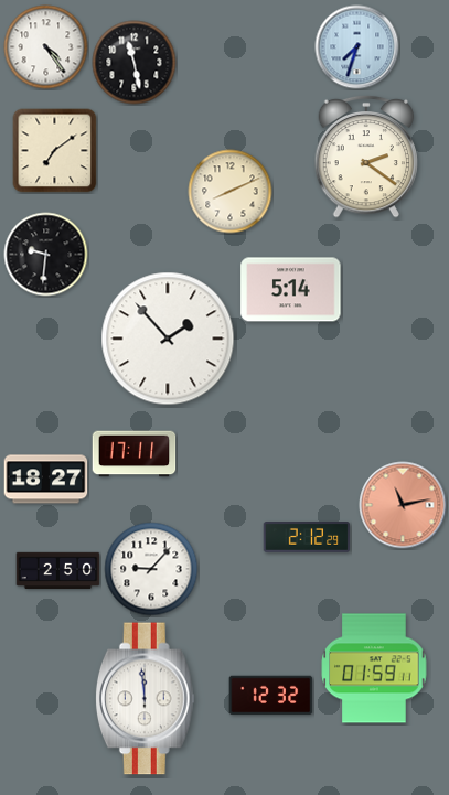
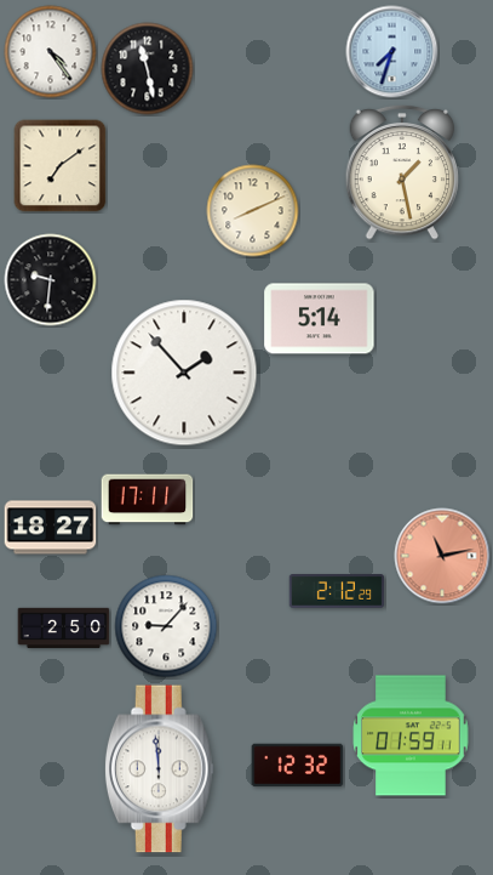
clock at (366, 157): 2:21 -> 1:28
